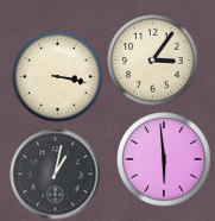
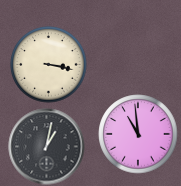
clock at (153, 61): 3:06 -> none
clock at (164, 159): 5:59 -> 10:59
